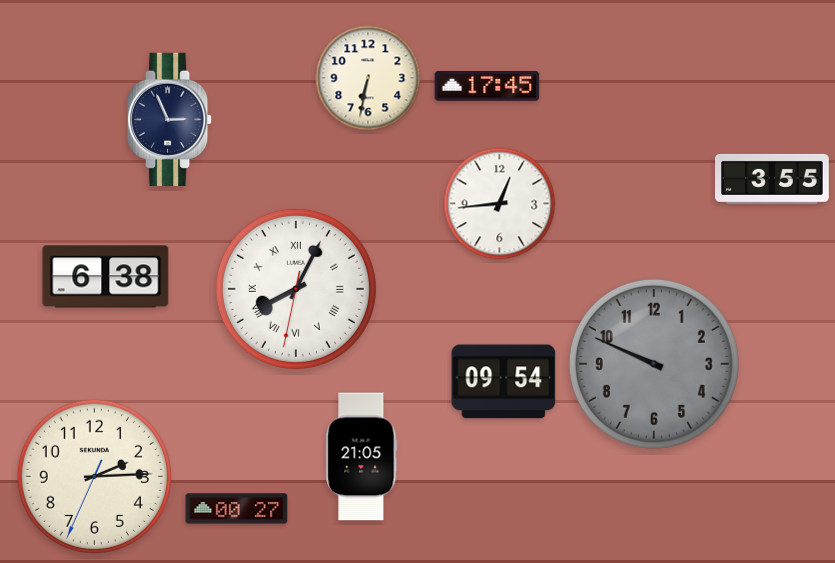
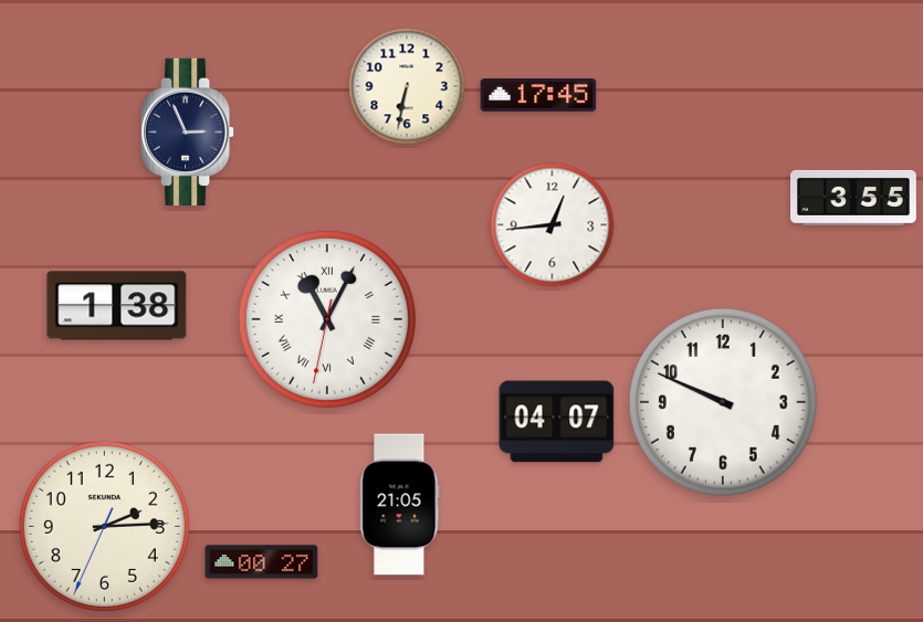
clock at (106, 277): 6:38 -> 1:38
clock at (296, 289): 8:04 -> 11:04
clock at (654, 364) dial: grey -> white
clock at (504, 382): 09:54 -> 04:07
